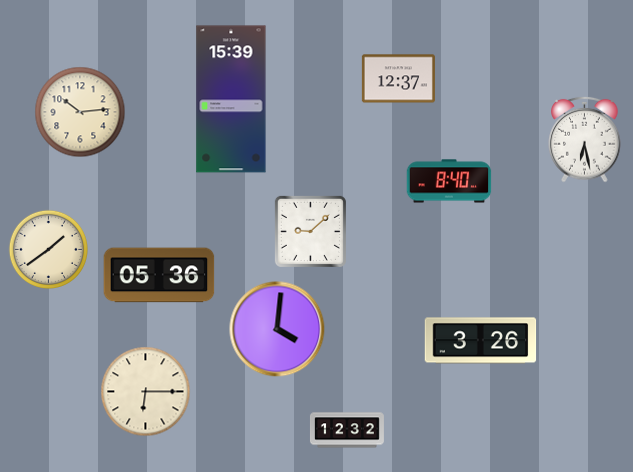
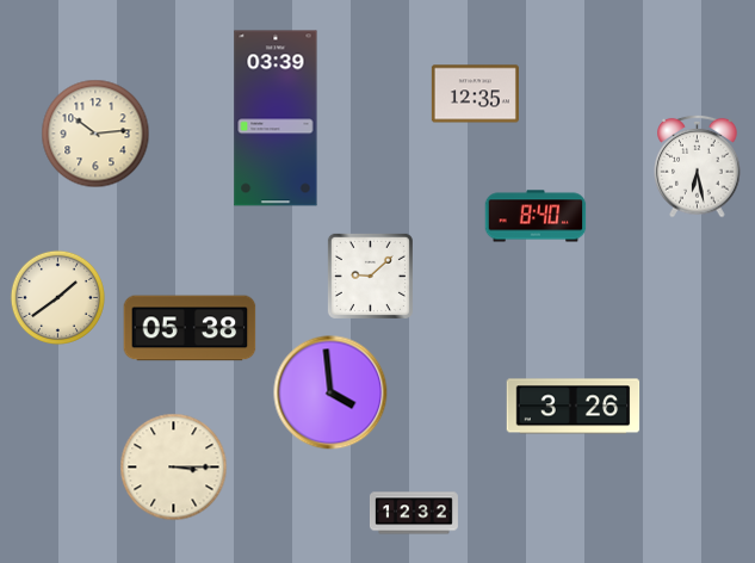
clock at (398, 79): 12:37 -> 12:35
clock at (231, 99): 15:39 -> 03:39
clock at (159, 275): 05:36 -> 05:38
clock at (277, 329): 4:01 -> 3:59
clock at (146, 392): 6:15 -> 3:15
